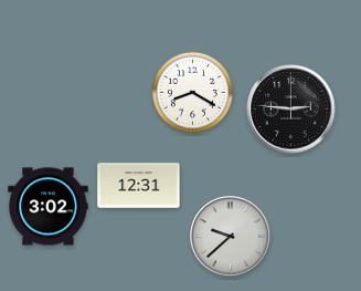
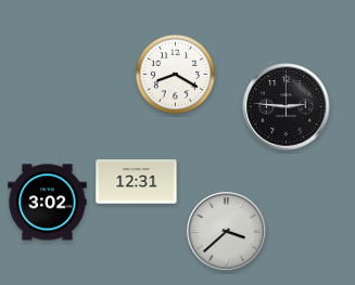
clock at (192, 92) position: (192, 92) -> (175, 74)
clock at (231, 237): 9:38 -> 3:38
